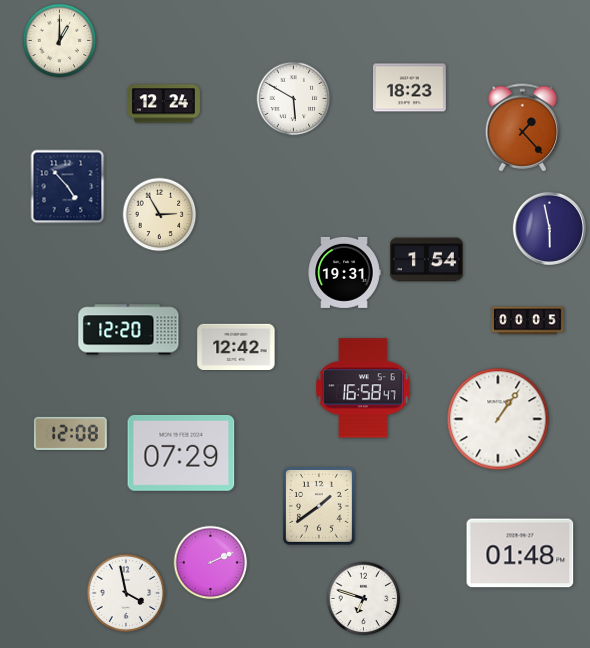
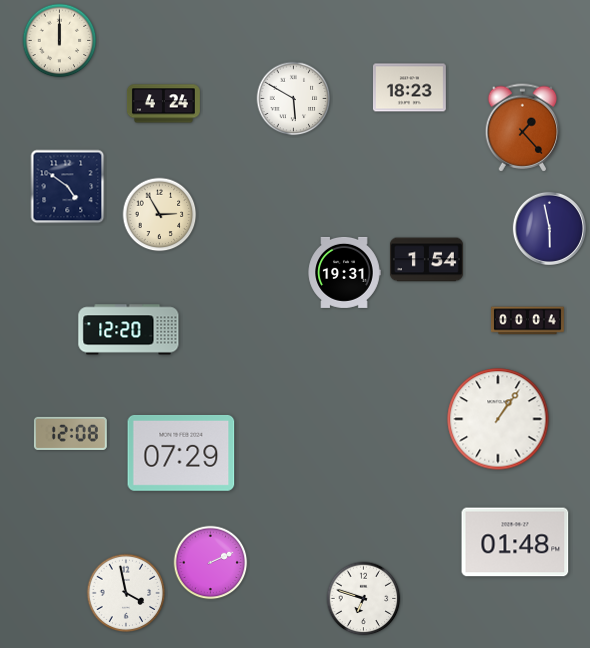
clock at (60, 41): 1:00 -> 12:00
clock at (163, 104): 12:24 -> 4:24
clock at (68, 187): 4:53 -> 4:51
clock at (528, 321): 00:05 -> 00:04
clock at (236, 346): 12:42 -> none
clock at (364, 388): 16:58 -> none
clock at (320, 507): 1:39 -> none
clock at (520, 553) position: (520, 553) -> (515, 542)
